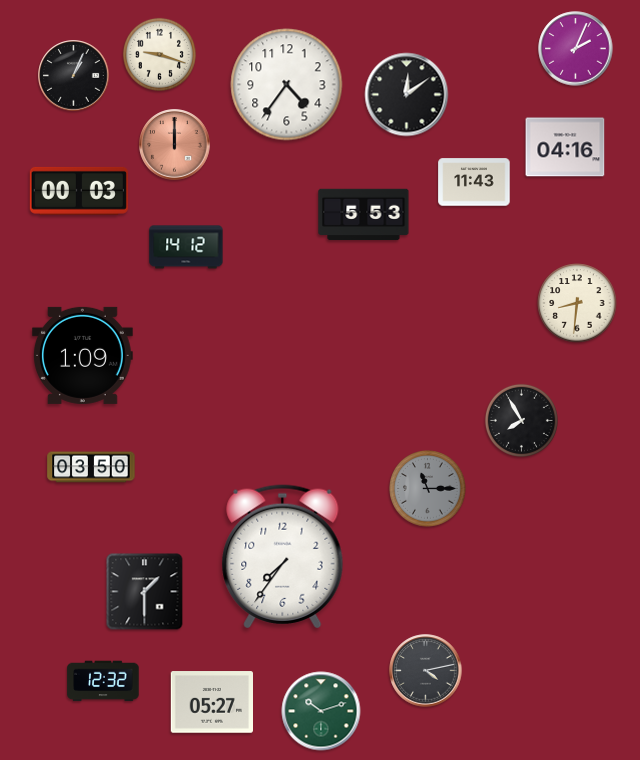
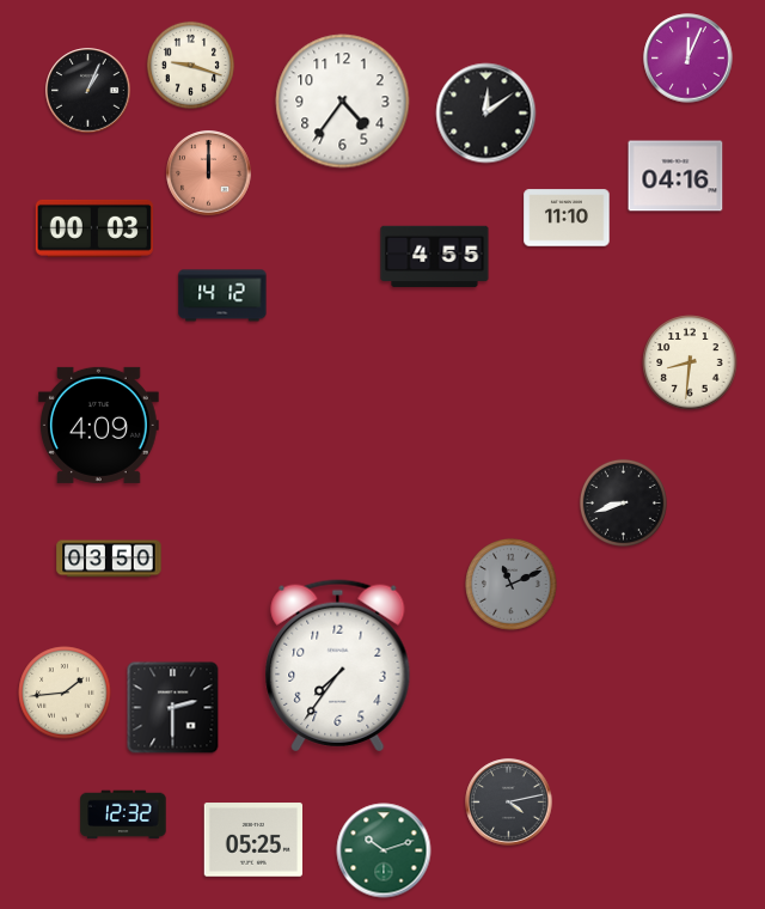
clock at (576, 49): 2:04 -> 12:04
clock at (474, 182): 11:43 -> 11:10
clock at (364, 215): 5:53 -> 4:55
clock at (83, 355): 1:09 -> 4:09
clock at (521, 420): 7:55 -> 8:42
clock at (428, 489): 11:15 -> 11:11
clock at (65, 693): none -> 1:44
clock at (145, 592): 1:30 -> 2:30
clock at (211, 702): 05:27 -> 05:25
